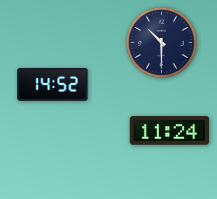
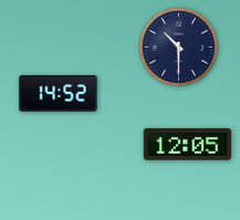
clock at (170, 131): 11:24 -> 12:05
